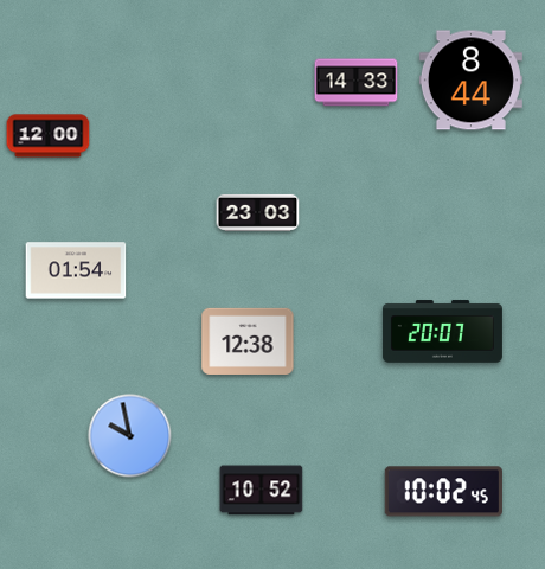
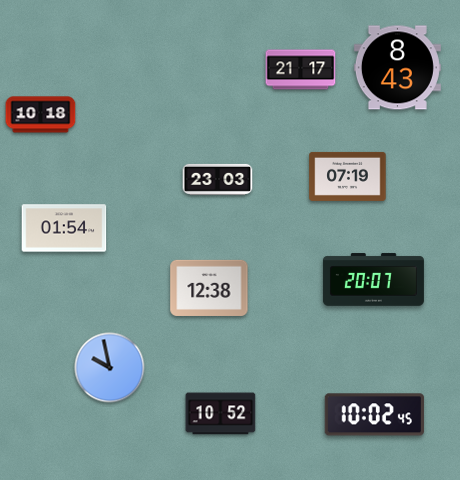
clock at (470, 81): 8:44 -> 8:43
clock at (357, 83): 14:33 -> 21:17
clock at (49, 136): 12:00 -> 10:18
clock at (348, 176): none -> 07:19
